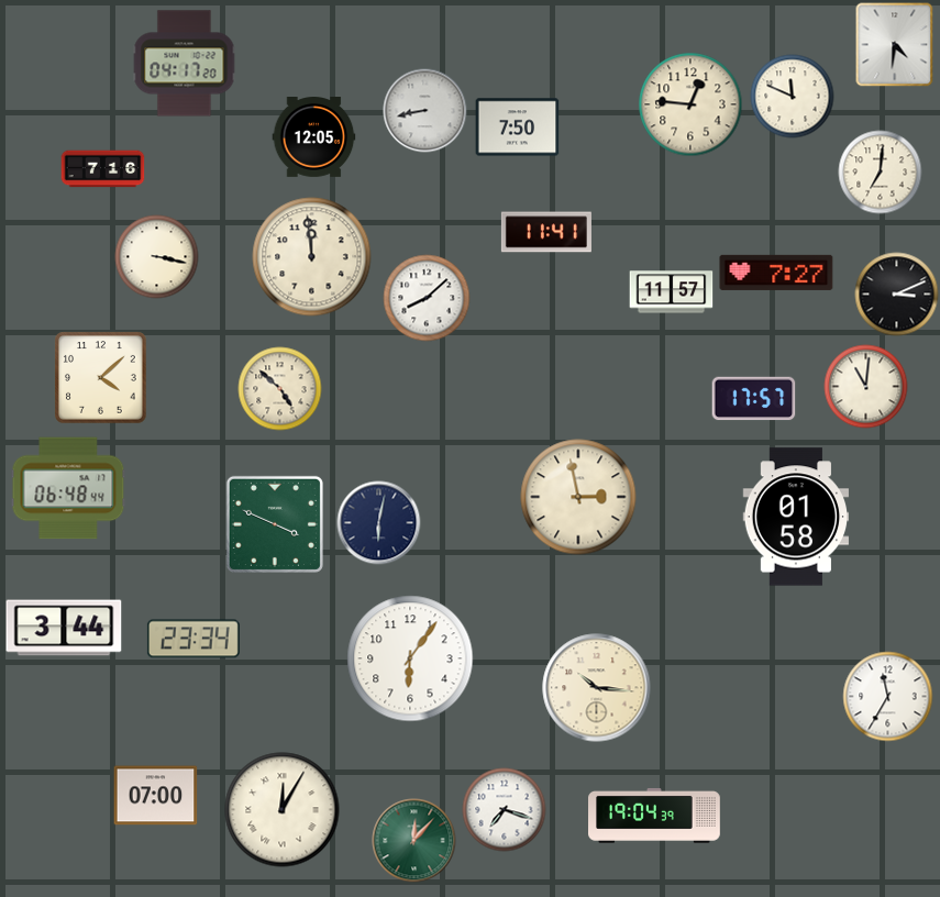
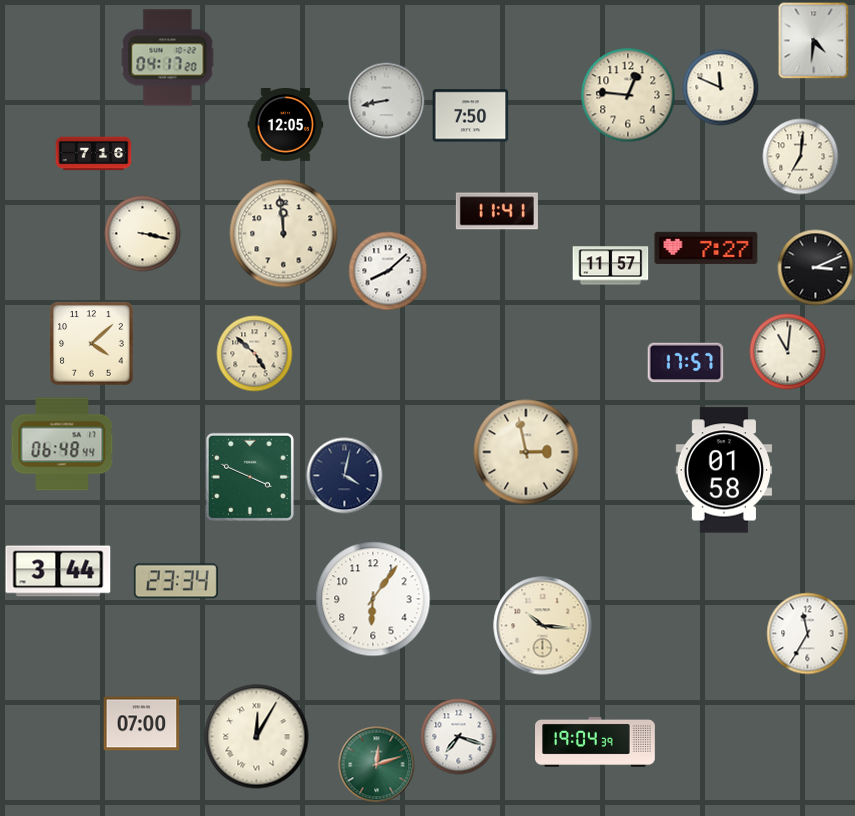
clock at (379, 523): 6:02 -> 4:02
clock at (414, 841): 12:07 -> 12:12
